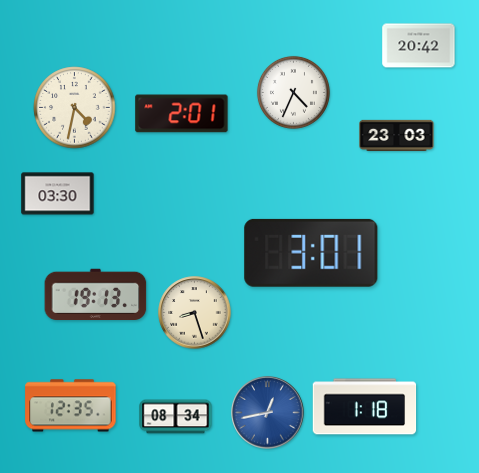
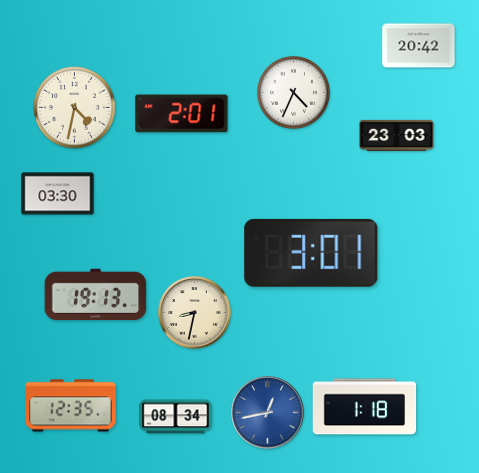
clock at (195, 313): 8:27 -> 8:32
